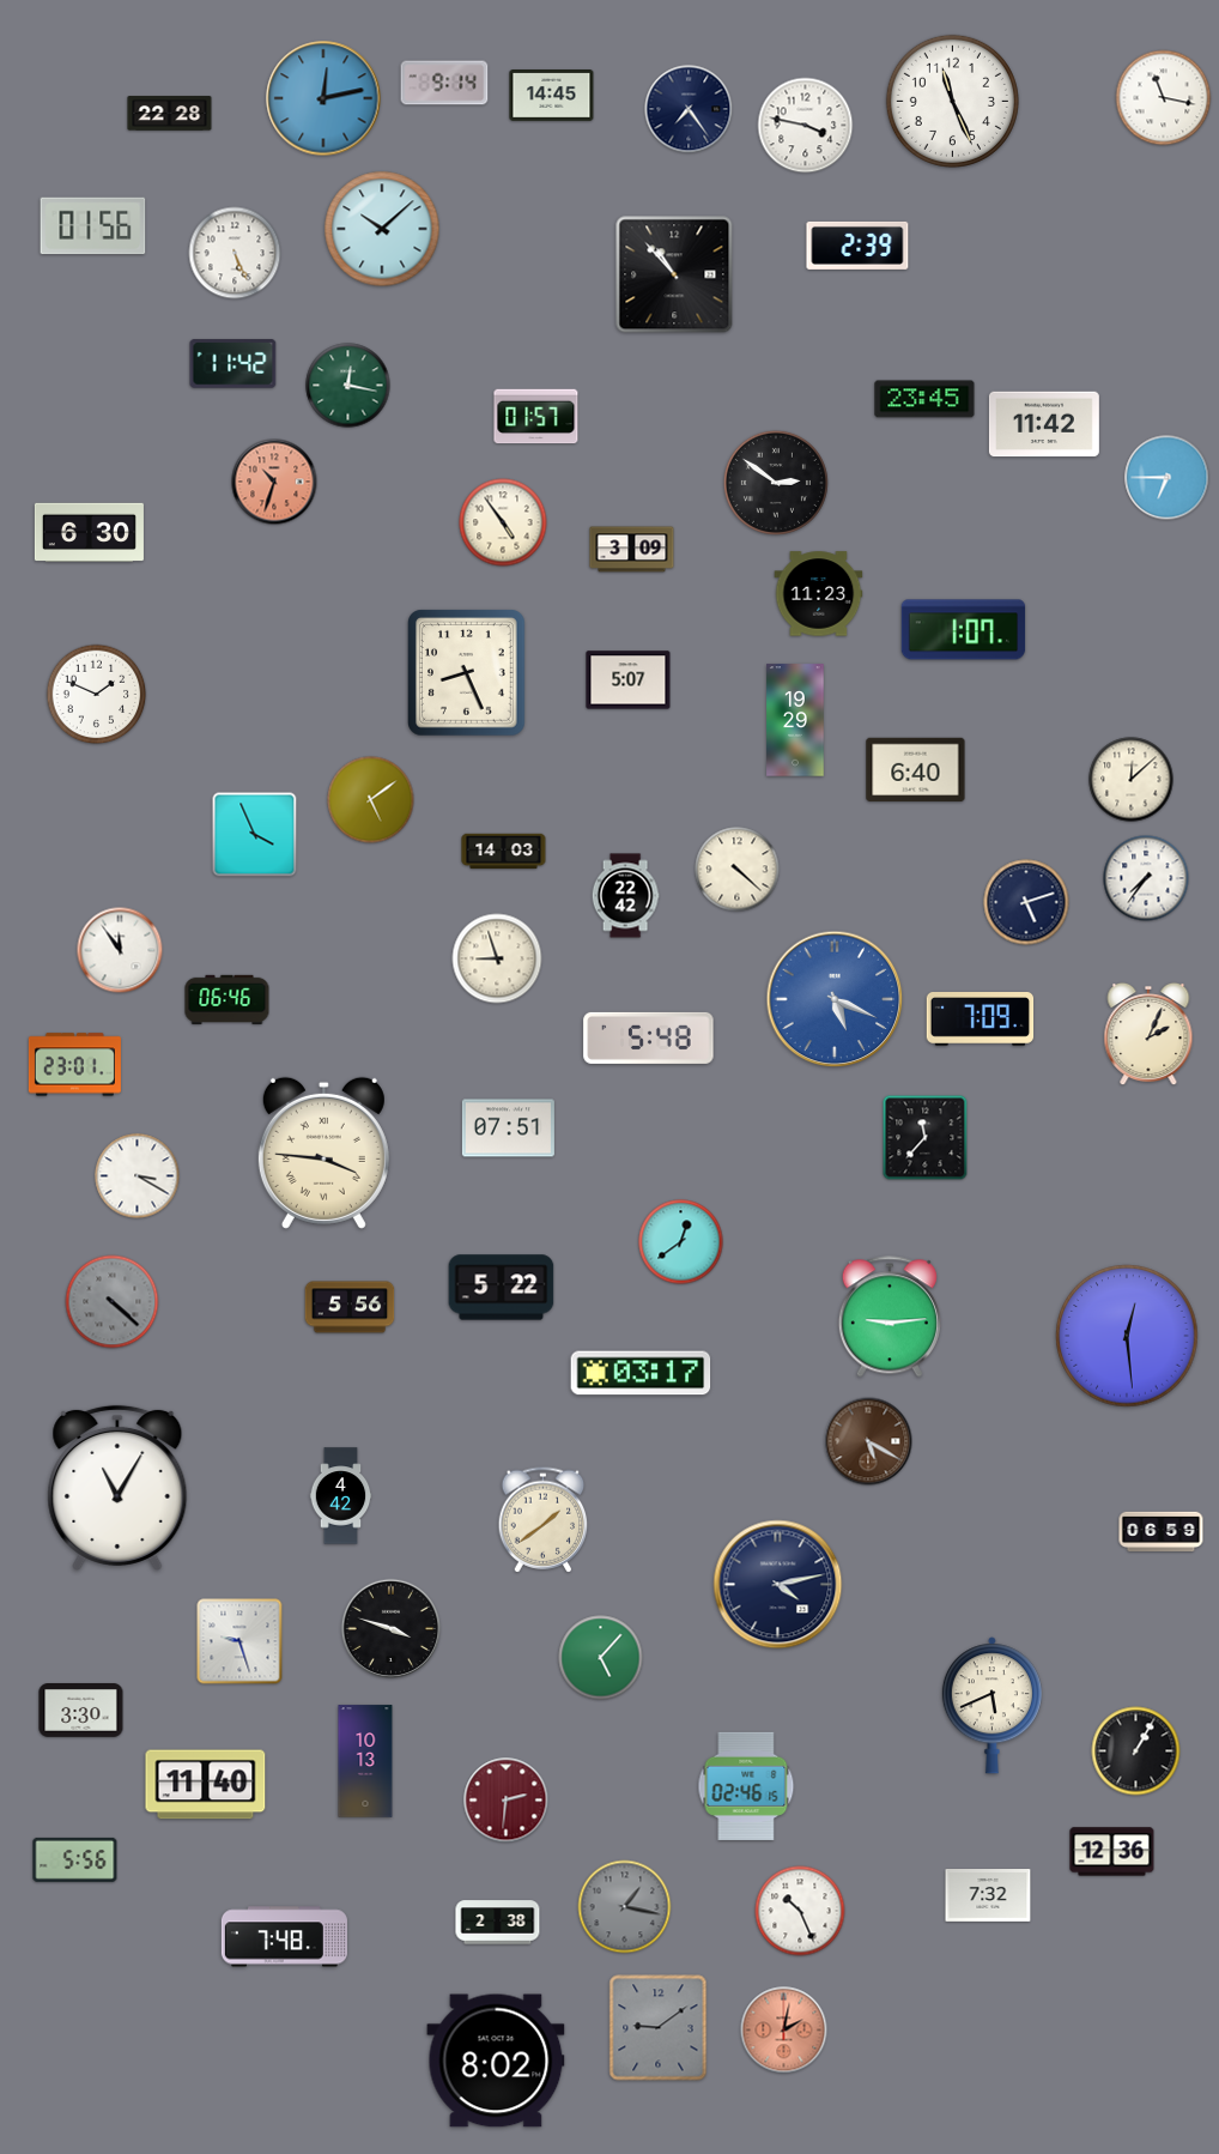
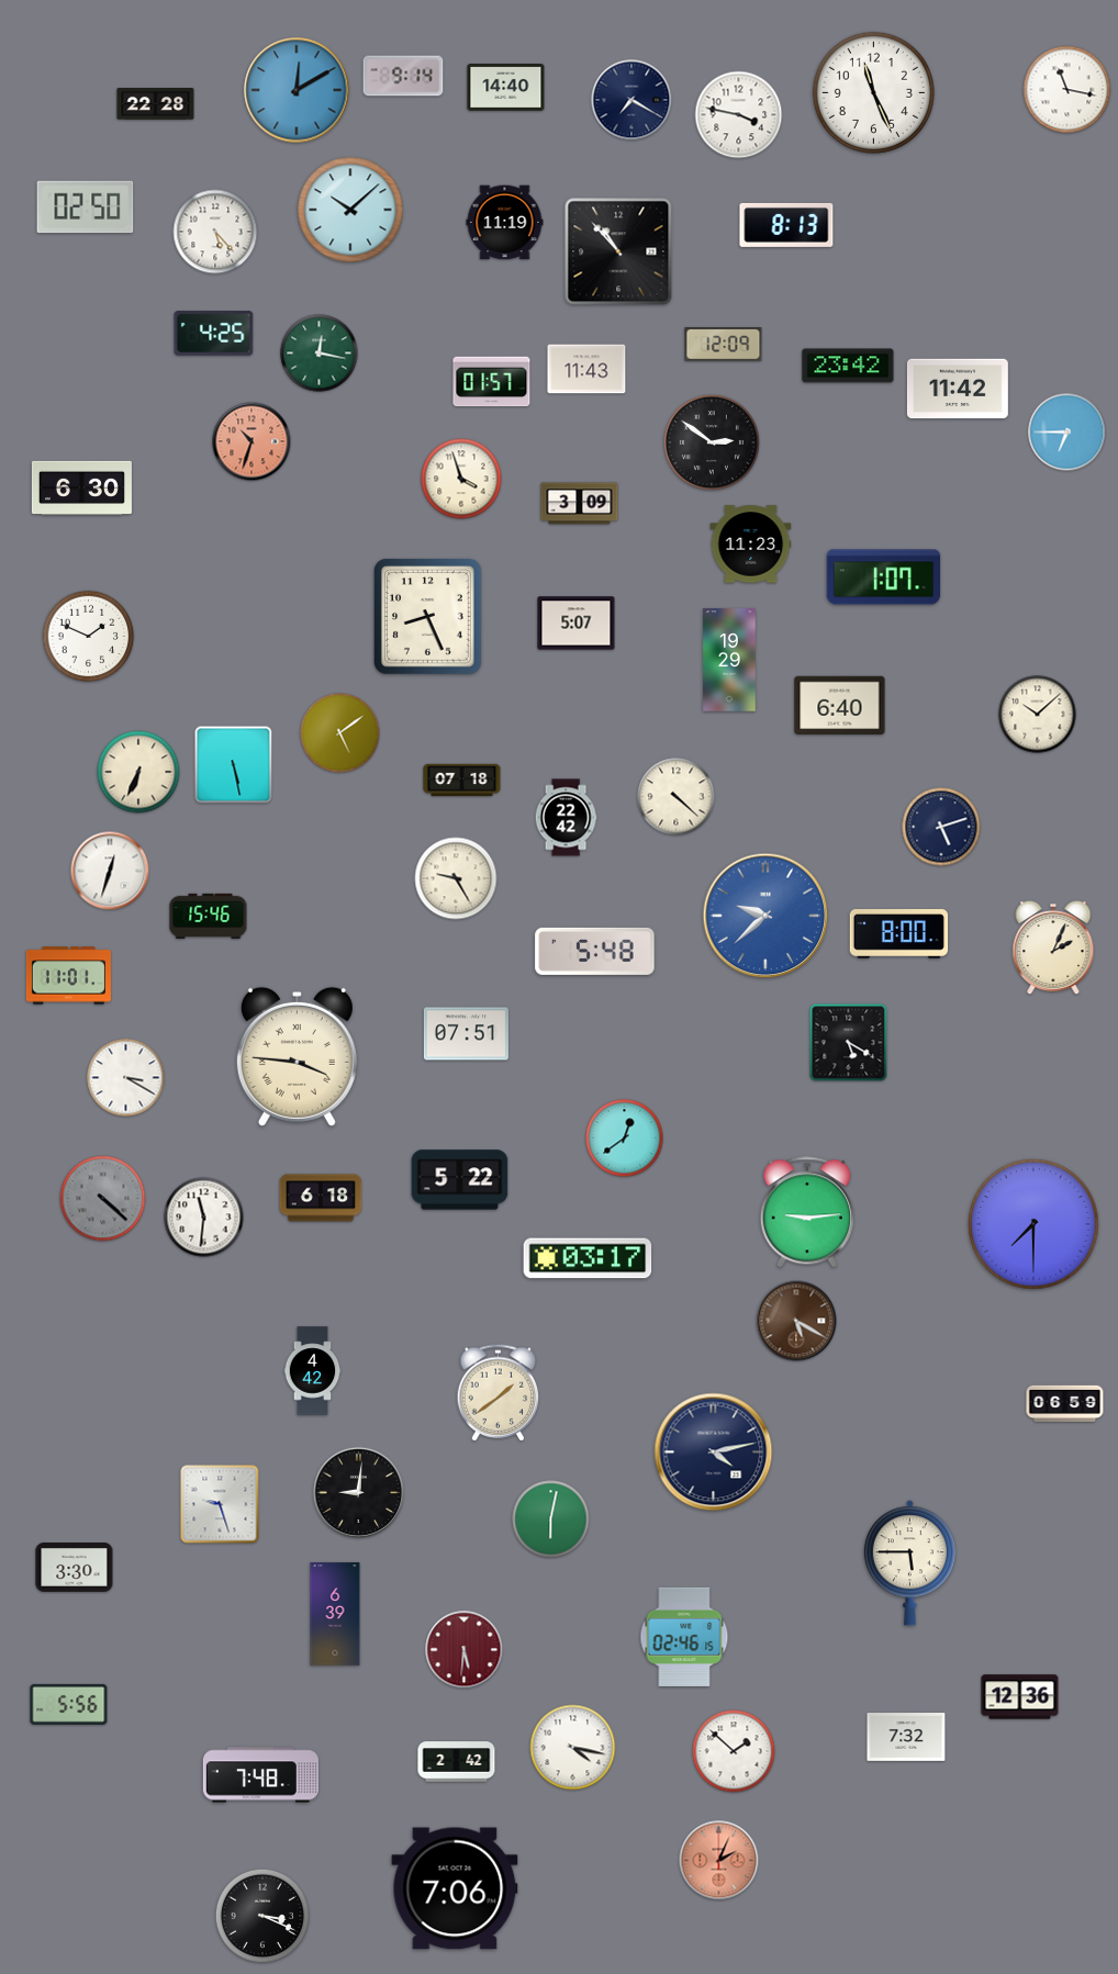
clock at (444, 83) position: (444, 83) -> (403, 76)
clock at (552, 96): 14:45 -> 14:40
clock at (323, 98): 12:13 -> 12:10
clock at (689, 109): 7:24 -> 7:20
clock at (93, 226): 01:56 -> 02:50
clock at (505, 223): none -> 11:19
clock at (857, 246): 2:39 -> 8:13
clock at (235, 253): 5:26 -> 5:23
clock at (234, 364): 11:42 -> 4:25
clock at (724, 345): none -> 12:09
clock at (924, 399): 23:45 -> 23:42
clock at (586, 369): none -> 11:43
clock at (1168, 478) position: (1168, 478) -> (1067, 433)
clock at (503, 522): 4:54 -> 3:57
clock at (1132, 780): 12:08 -> 10:08
clock at (255, 835): 3:56 -> 5:28
clock at (138, 772): none -> 6:34
clock at (504, 852): 14:03 -> 07:18
clock at (1146, 878): 7:36 -> none
clock at (625, 896) position: (625, 896) -> (566, 818)
clock at (120, 950): 11:54 -> 12:33
clock at (497, 958): 8:57 -> 9:25
clock at (228, 999): 06:46 -> 15:46
clock at (835, 999): 5:19 -> 9:38
clock at (981, 1019): 7:09 -> 8:00
clock at (74, 1065): 23:01 -> 11:01
clock at (926, 1138): 11:37 -> 5:20
clock at (113, 1302) position: (113, 1302) -> (103, 1199)
clock at (350, 1307): 5:56 -> 6:18
clock at (890, 1317) position: (890, 1317) -> (807, 1212)
clock at (204, 1218): none -> 11:31
clock at (1127, 1336): 12:29 -> 7:30
clock at (117, 1488): 11:05 -> none
clock at (392, 1629): 3:48 -> 9:01
clock at (601, 1658): 5:07 -> 6:02
clock at (991, 1706): 5:41 -> 5:45
clock at (1136, 1751): 1:05 -> none
clock at (365, 1761): 10:13 -> 6:39
clock at (206, 1785): 11:40 -> none
clock at (507, 1801): 2:31 -> 5:31
clock at (625, 1907): 1:17 -> 4:17
clock at (625, 1907) dial: grey -> white
clock at (800, 1911): 10:26 -> 1:52
clock at (498, 1923): 2:38 -> 2:42
clock at (659, 2028): 9:09 -> none
clock at (784, 2031): 2:02 -> 2:04
clock at (496, 2061): 8:02 -> 7:06
clock at (261, 1915): none -> 3:19
